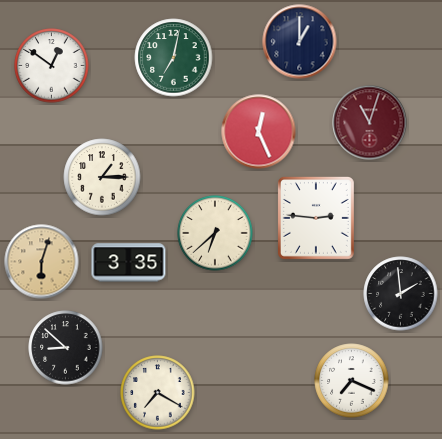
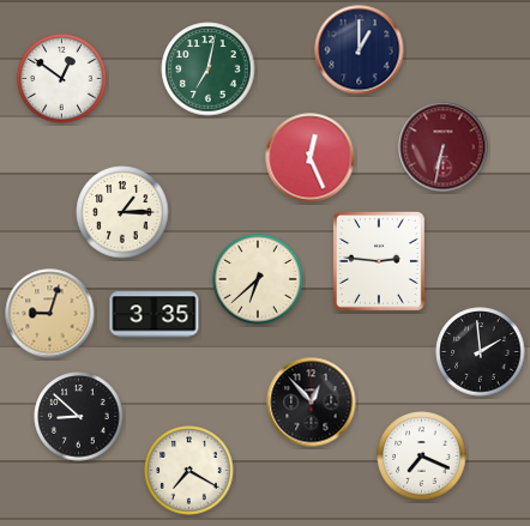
clock at (370, 123): 11:03 -> 6:32
clock at (42, 262): 6:03 -> 9:03
clock at (312, 403): none -> 12:53
